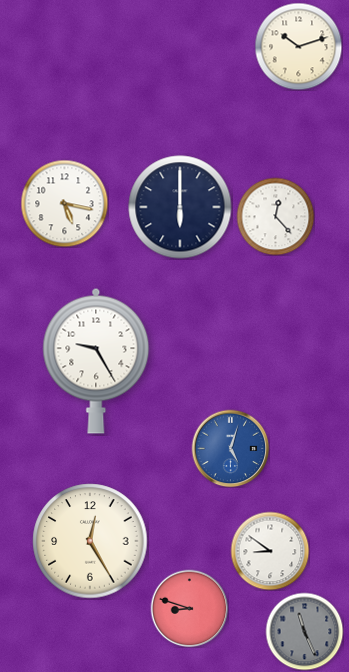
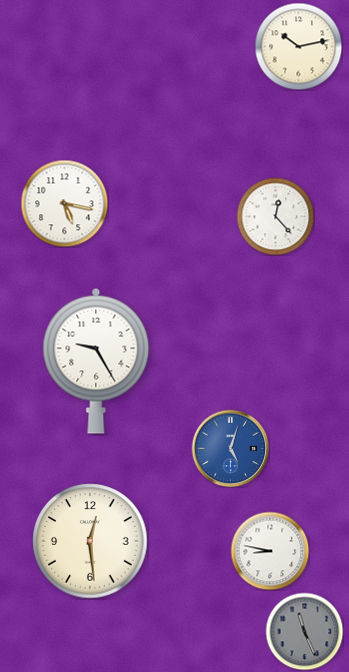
clock at (298, 46): 10:12 -> 10:13
clock at (180, 207): 6:00 -> none
clock at (90, 541): 12:25 -> 12:29
clock at (270, 551): 8:51 -> 8:47
clock at (189, 608): 8:48 -> none
